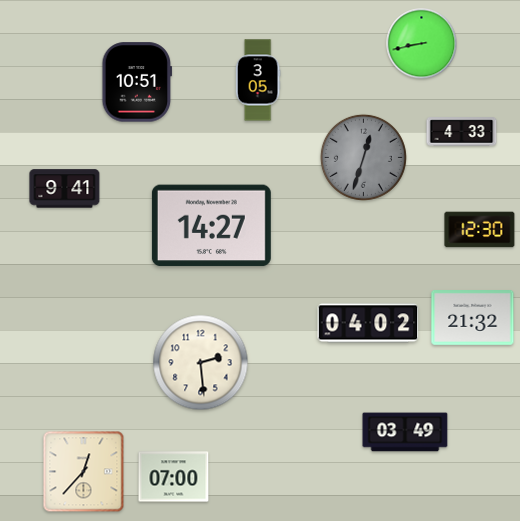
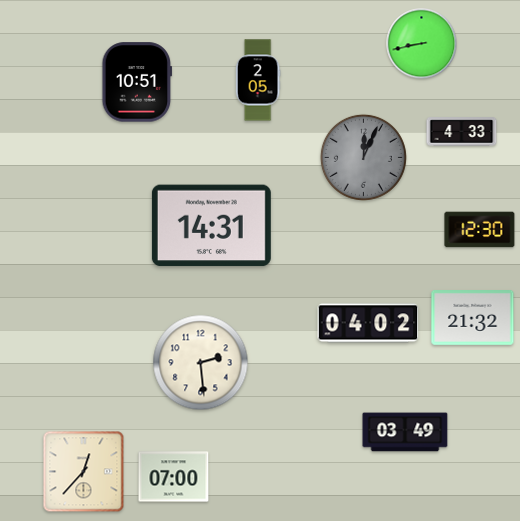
clock at (258, 80): 3:05 -> 2:05
clock at (363, 157): 12:33 -> 12:04
clock at (65, 189): 9:41 -> none
clock at (211, 226): 14:27 -> 14:31
